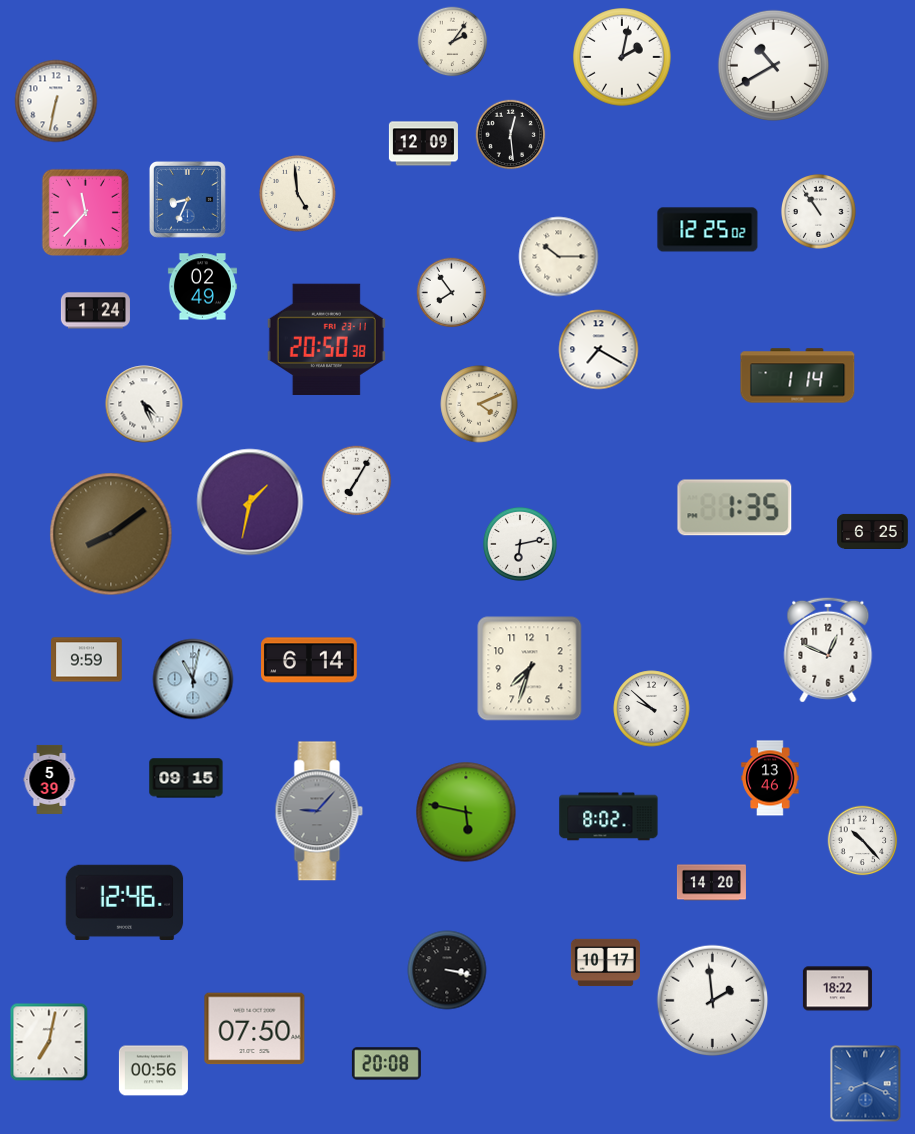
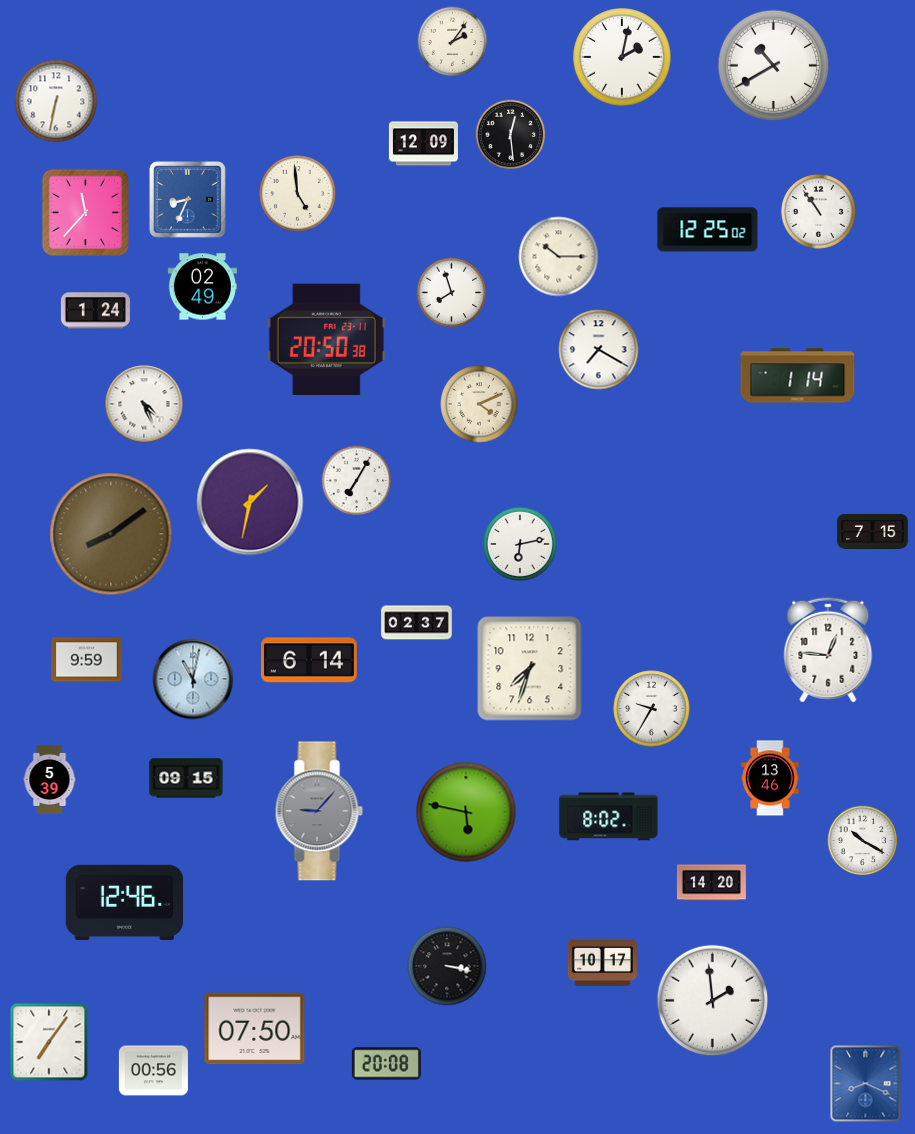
clock at (452, 293): 7:54 -> 7:57
clock at (735, 508): 1:35 -> none
clock at (873, 531): 6:25 -> 7:15
clock at (417, 623): none -> 02:37
clock at (828, 650): 12:49 -> 12:46
clock at (652, 709): 9:52 -> 9:35
clock at (863, 841): 10:23 -> 10:20
clock at (605, 963) position: (605, 963) -> (602, 963)
clock at (447, 970) position: (447, 970) -> (447, 966)
clock at (837, 989): 18:22 -> none
clock at (49, 1042): 7:02 -> 7:06
